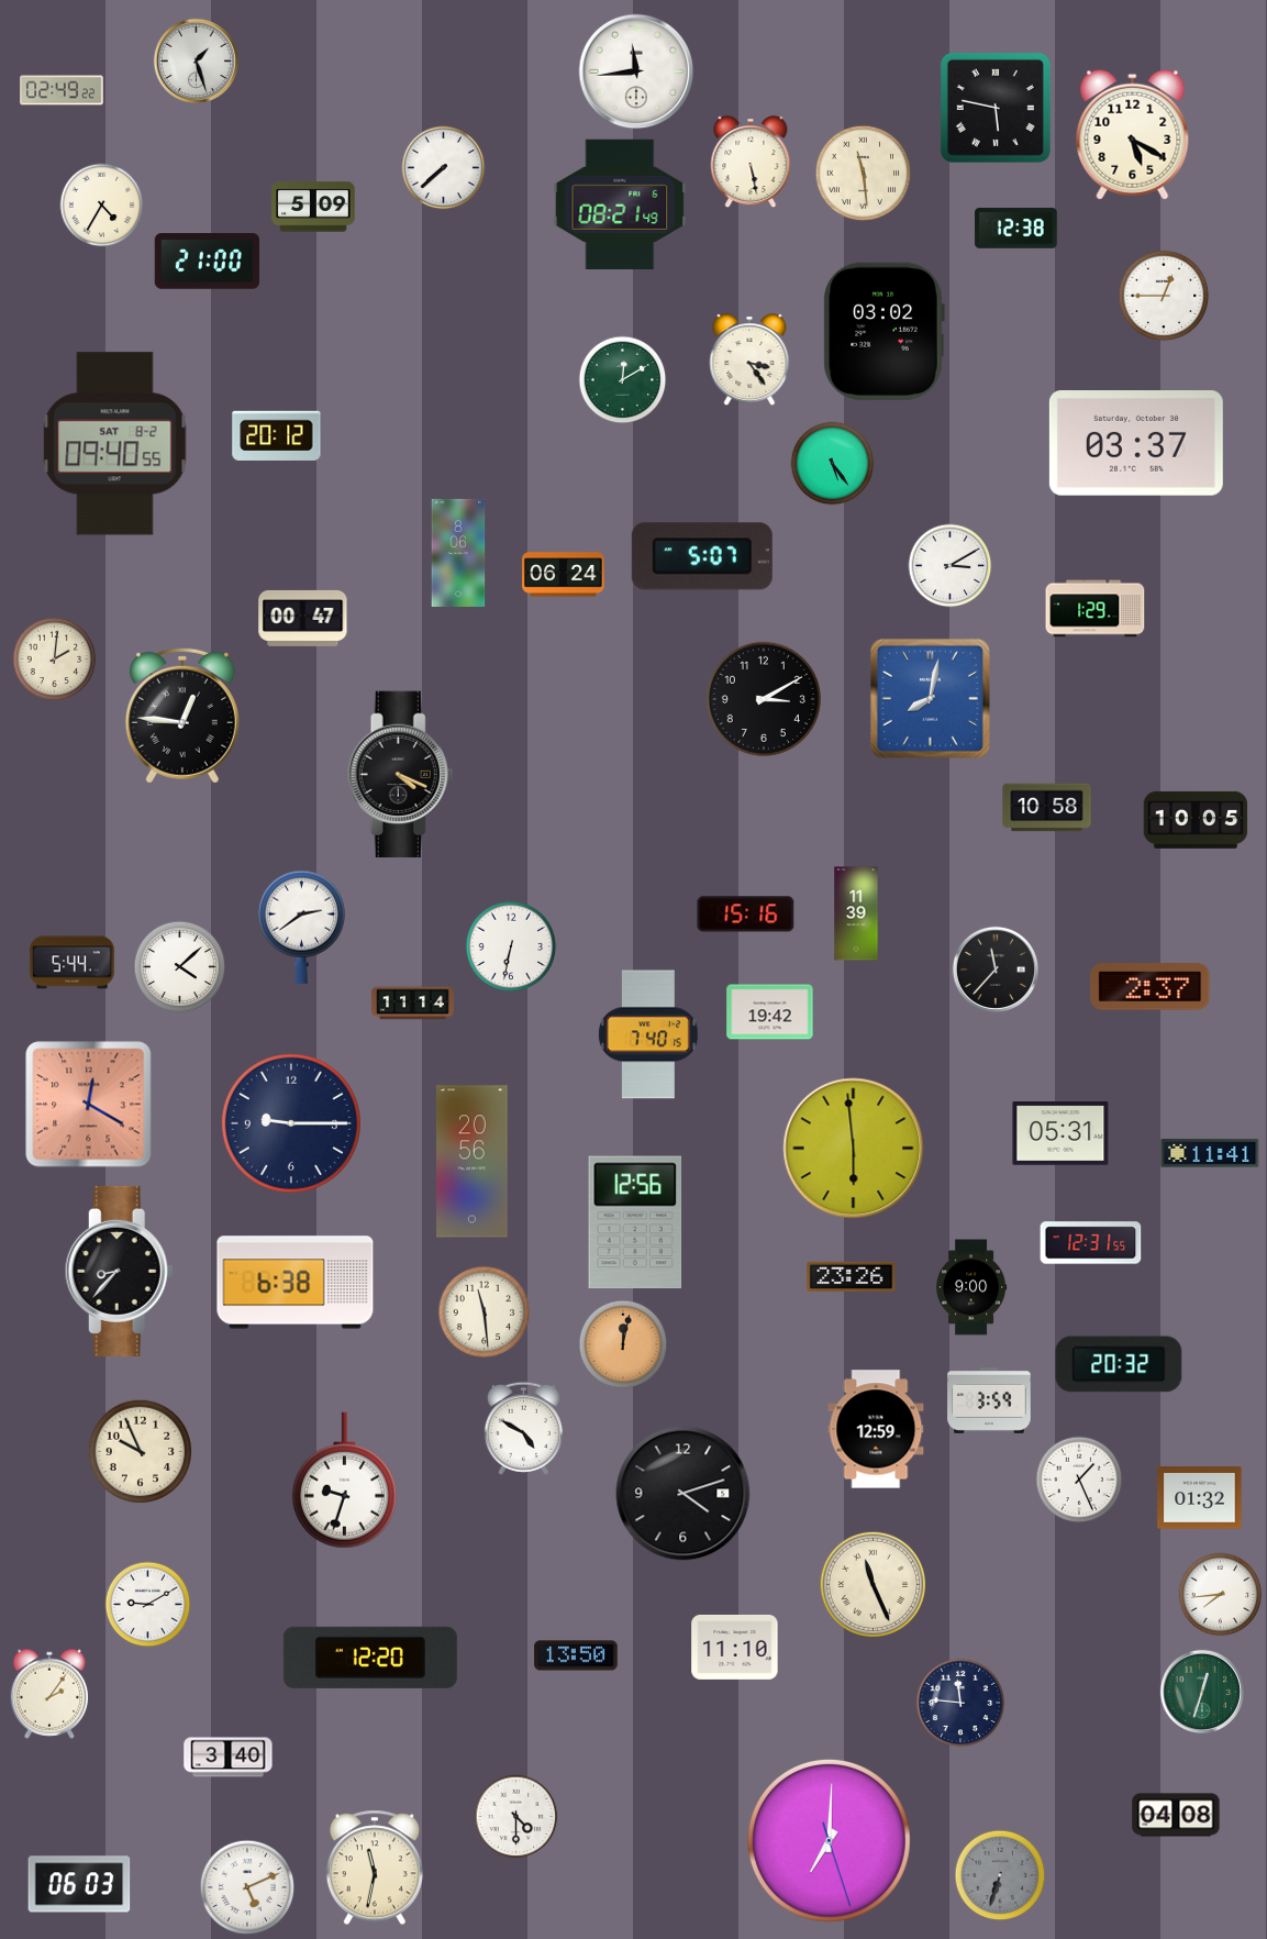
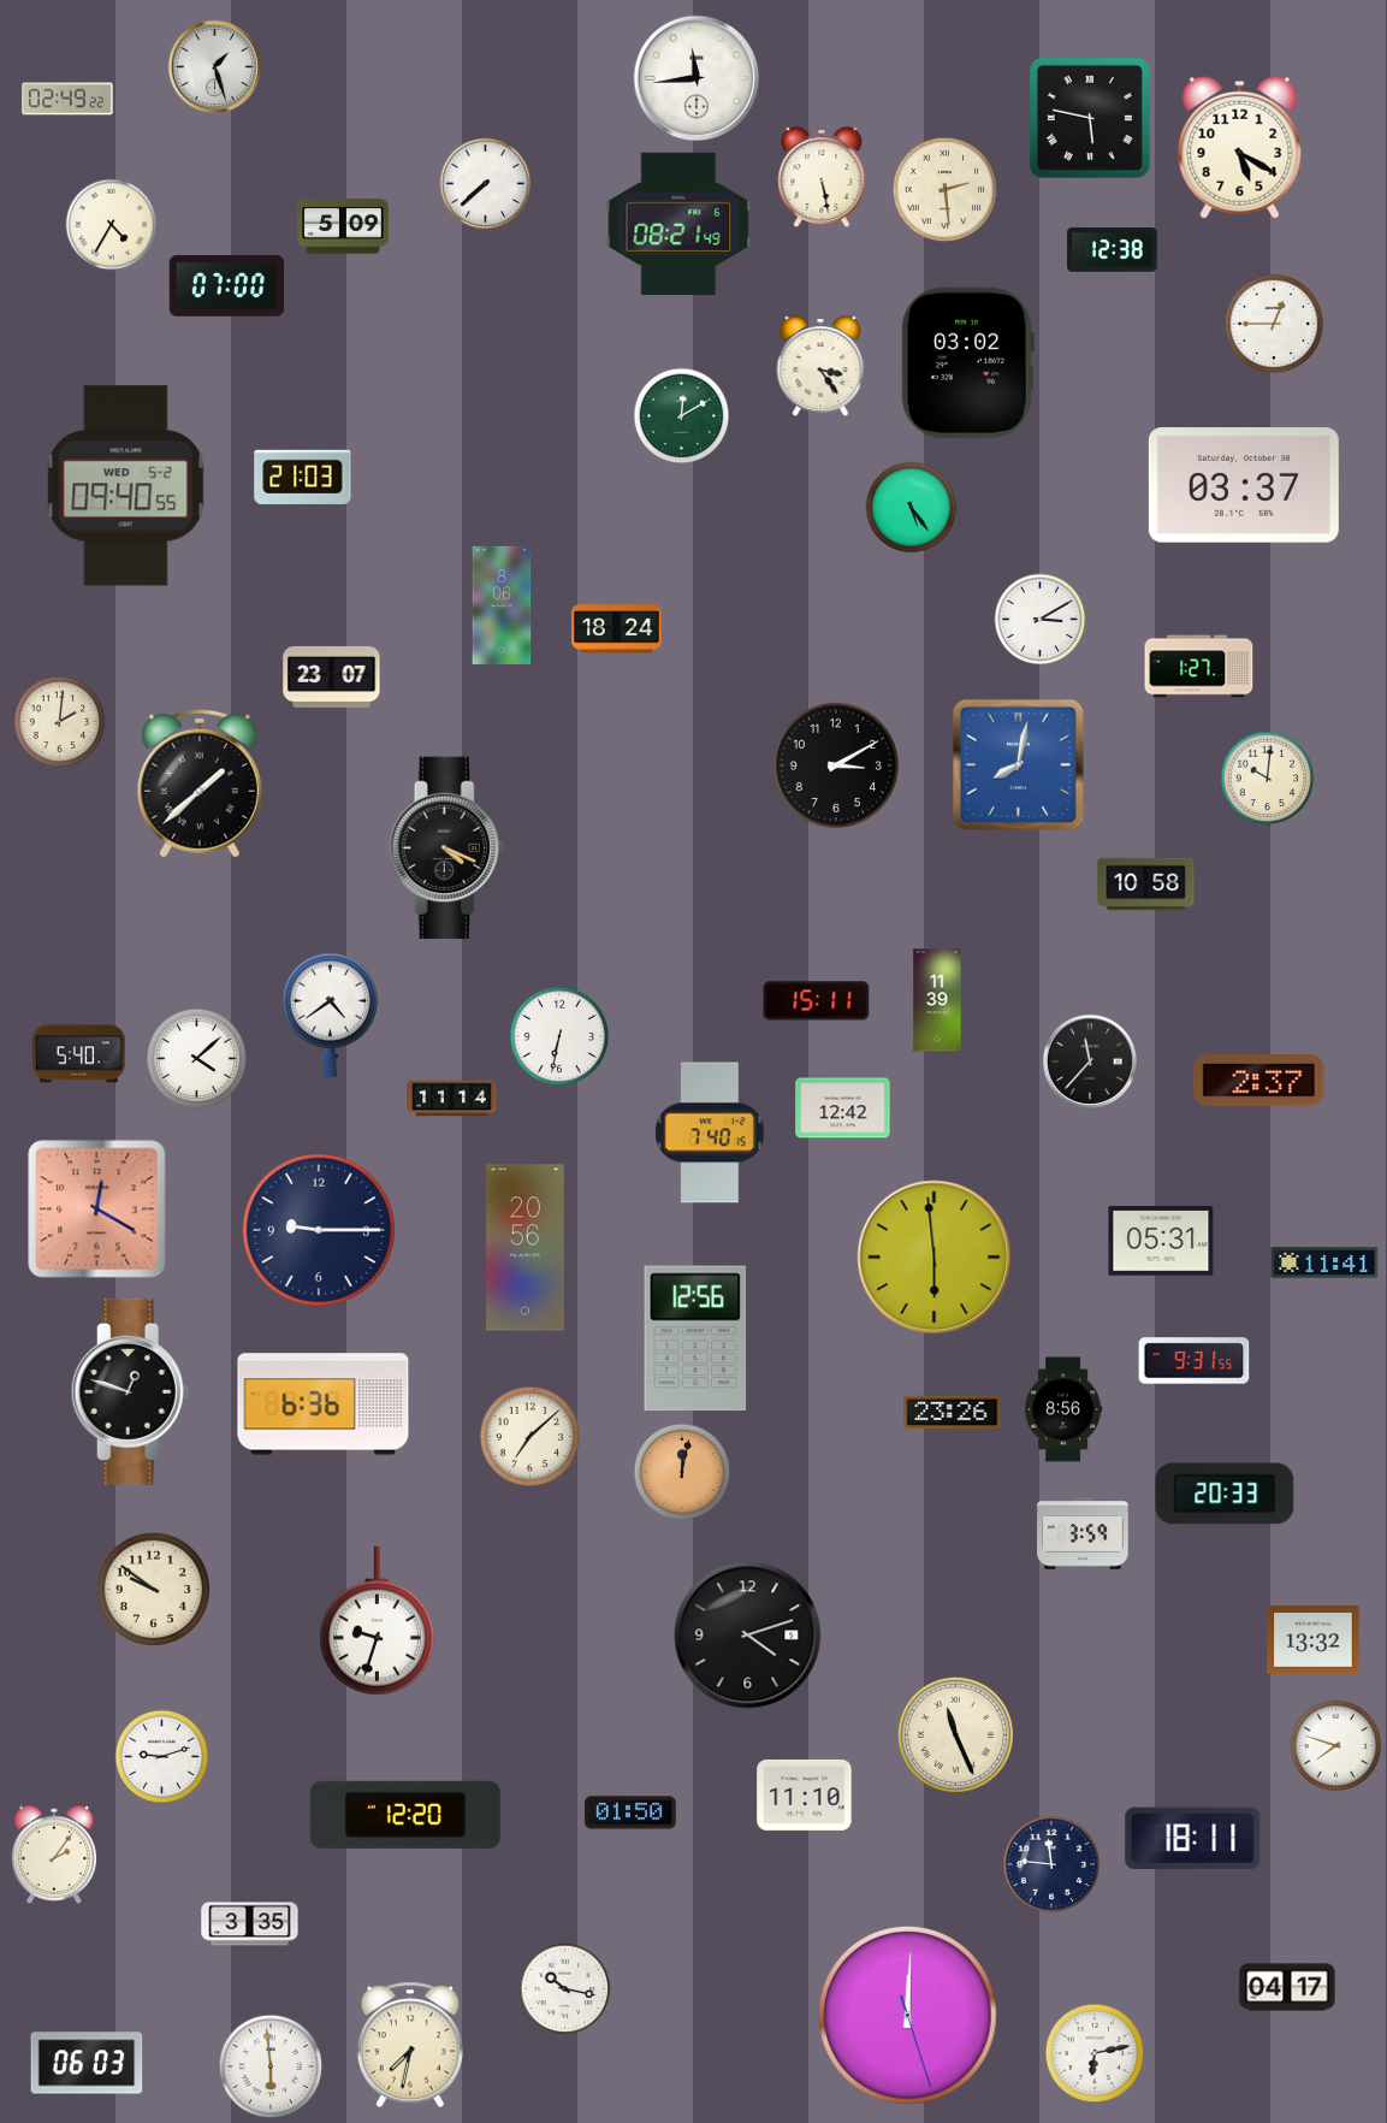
clock at (864, 174): 11:29 -> 2:29
clock at (208, 262): 21:00 -> 07:00
clock at (749, 361) position: (749, 361) -> (820, 367)
clock at (277, 435): 20:12 -> 21:03
clock at (115, 444) date: SAT 8-2 -> WED 5-2
clock at (702, 556): 5:07 -> none
clock at (564, 575): 06:24 -> 18:24
clock at (1096, 609): 1:29 -> 1:27
clock at (303, 618): 00:47 -> 23:07
clock at (1268, 779): none -> 10:01
clock at (182, 716): 12:46 -> 1:38
clock at (401, 775) position: (401, 775) -> (447, 848)
clock at (1196, 820): 10:05 -> none
clock at (746, 915): 15:16 -> 15:11
clock at (301, 927): 2:39 -> 4:39
clock at (73, 963): 5:44 -> 5:40
clock at (770, 1012): 19:42 -> 12:42
clock at (473, 1162) position: (473, 1162) -> (526, 1248)
clock at (1091, 1243): 12:31 -> 9:31
clock at (119, 1271): 8:37 -> 12:48
clock at (852, 1277) position: (852, 1277) -> (953, 1413)
clock at (296, 1283): 6:38 -> 6:36
clock at (971, 1287): 9:00 -> 8:56
clock at (485, 1312): 11:29 -> 7:08
clock at (1119, 1364): 20:32 -> 20:33
clock at (523, 1428): 4:50 -> none
clock at (876, 1429): 12:59 -> none
clock at (141, 1452): 9:56 -> 9:51
clock at (1079, 1480): 1:26 -> none
clock at (1200, 1498): 01:32 -> 13:32
clock at (1221, 1595): 7:44 -> 7:48
clock at (148, 1605): 9:10 -> 9:12
clock at (735, 1647) position: (735, 1647) -> (805, 1794)
clock at (576, 1655): 13:50 -> 01:50
clock at (1193, 1838): none -> 18:11
clock at (1202, 1692): 12:33 -> none
clock at (229, 1758): 3:40 -> 3:35
clock at (1176, 1815): 04:08 -> 04:17
clock at (516, 1817): 4:30 -> 10:17
clock at (829, 1840): 7:00 -> 12:00
clock at (375, 1868): 11:32 -> 7:32
clock at (1000, 1875): 6:33 -> 6:13
clock at (1000, 1875) dial: grey -> white
clock at (247, 1887): 5:11 -> 5:59
